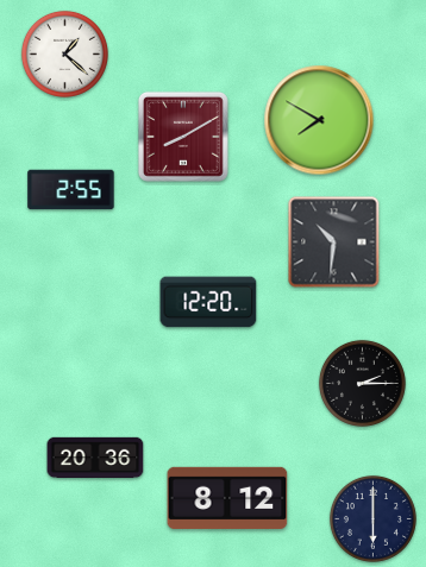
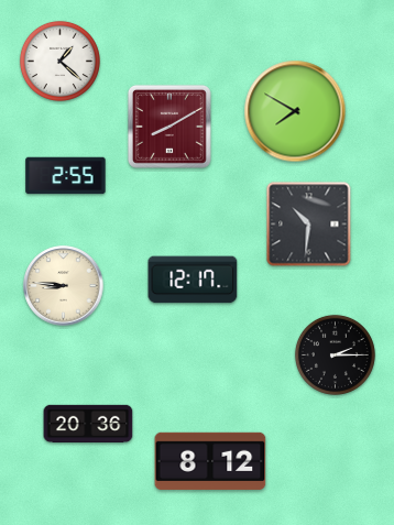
clock at (64, 53) position: (64, 53) -> (59, 61)
clock at (208, 302): 12:20 -> 12:17
clock at (64, 286): none -> 8:46
clock at (372, 518): 6:00 -> none
